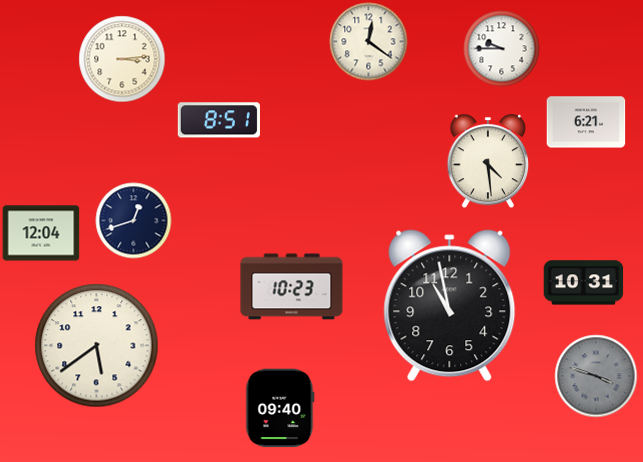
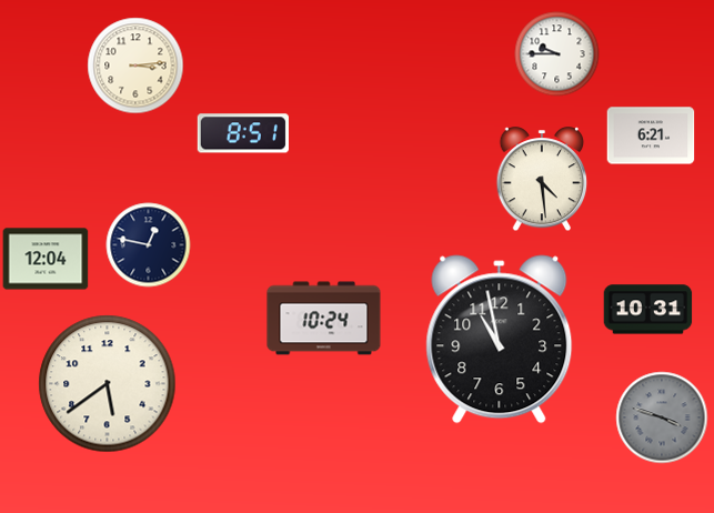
clock at (369, 42): 12:21 -> none
clock at (134, 221): 12:42 -> 12:47
clock at (584, 283) position: (584, 283) -> (648, 310)
clock at (292, 287): 10:23 -> 10:24
clock at (280, 408): 09:40 -> none
